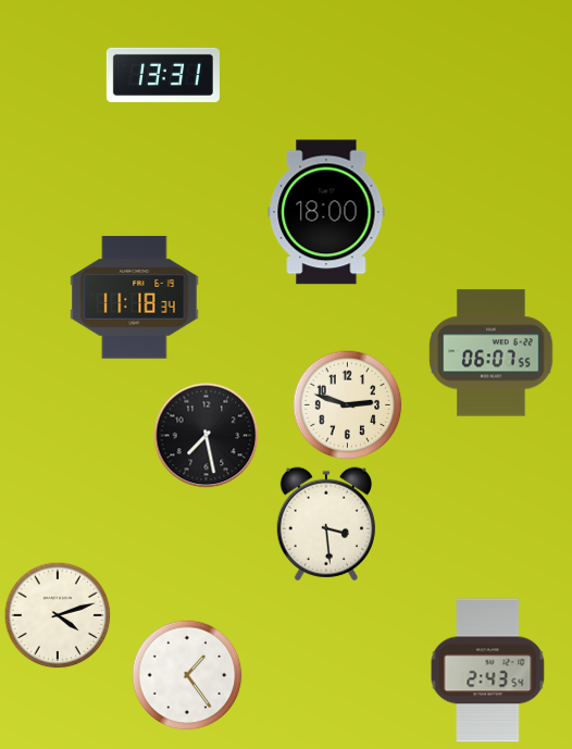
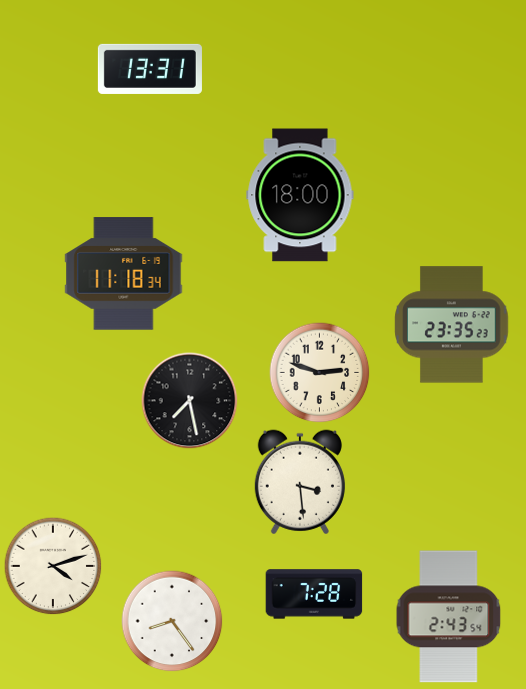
clock at (492, 353): 06:07 -> 23:35
clock at (314, 594): none -> 7:28
clock at (187, 675): 1:24 -> 8:24
